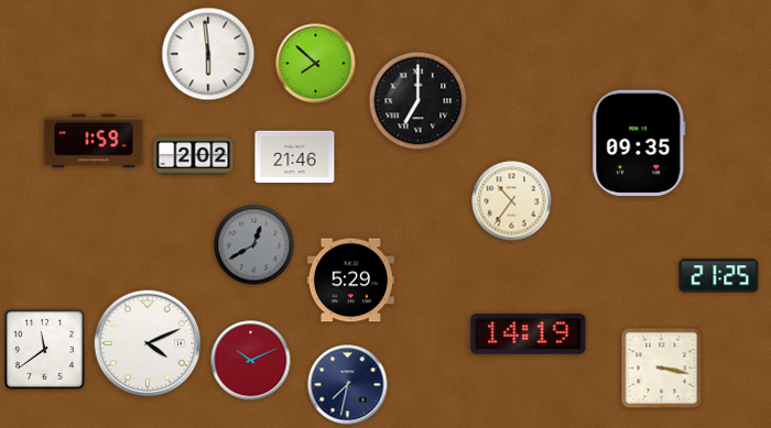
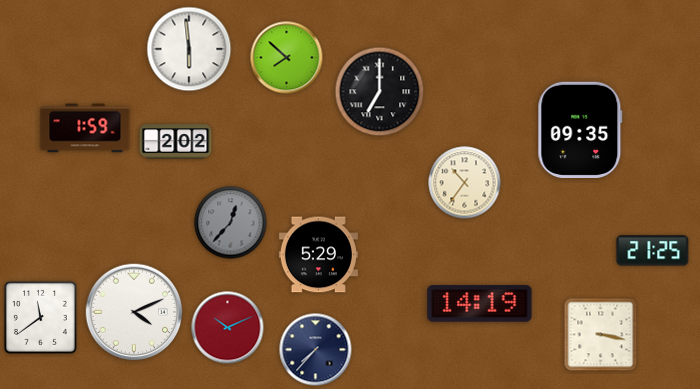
clock at (295, 157): 21:46 -> none
clock at (254, 245): 12:40 -> 12:37
clock at (348, 385): 7:32 -> 7:37
